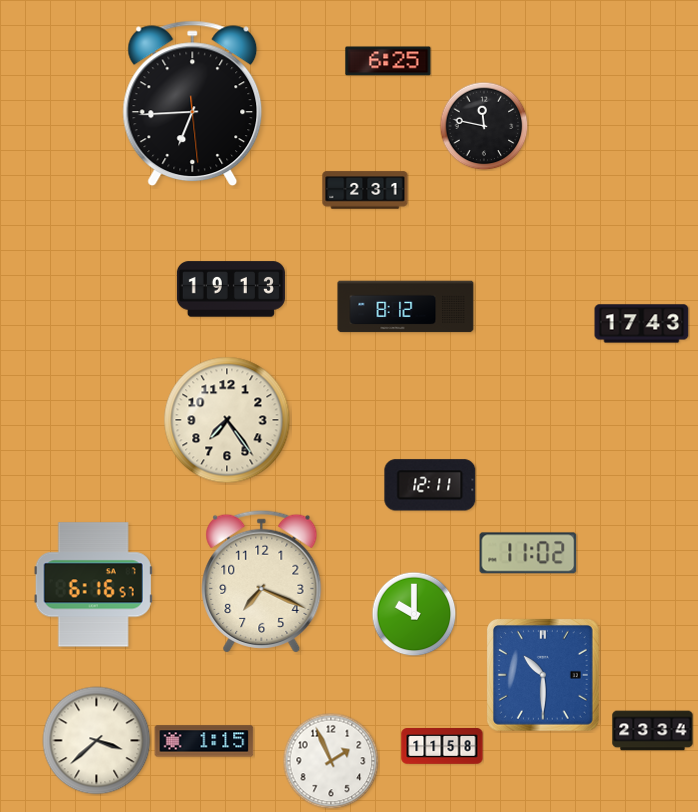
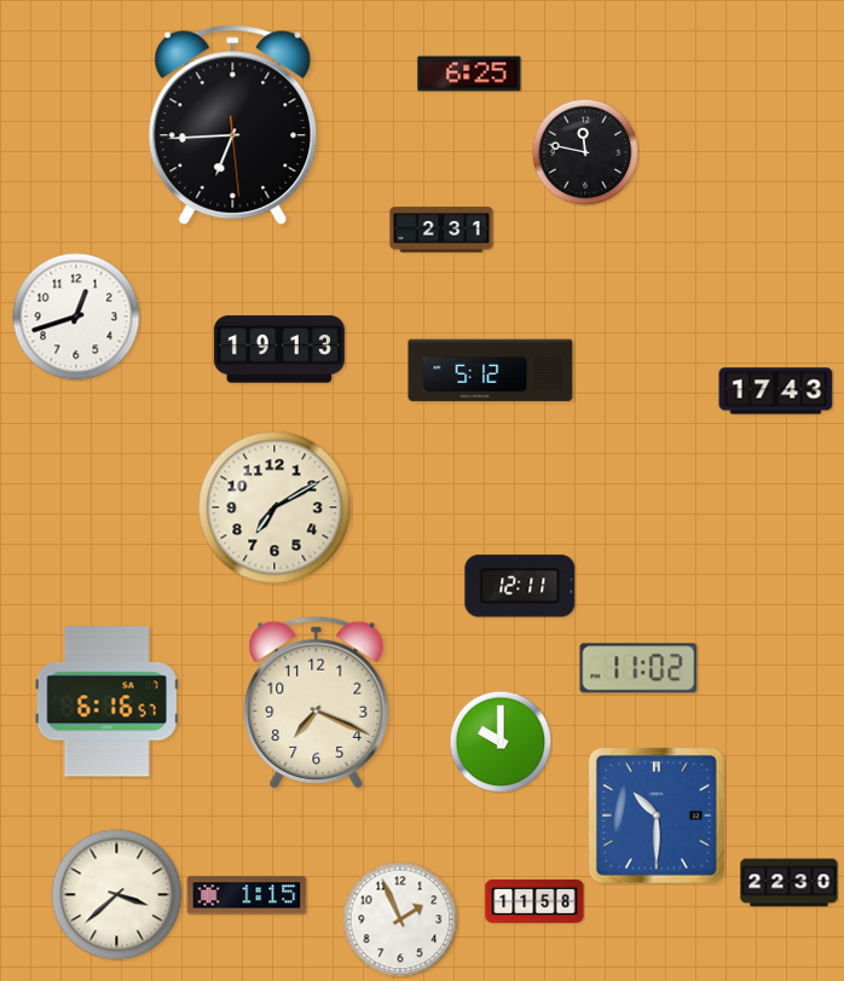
clock at (76, 317): none -> 12:42
clock at (406, 307): 8:12 -> 5:12
clock at (227, 420): 7:24 -> 7:10
clock at (93, 585) position: (93, 585) -> (106, 702)
clock at (653, 731): 23:34 -> 22:30
